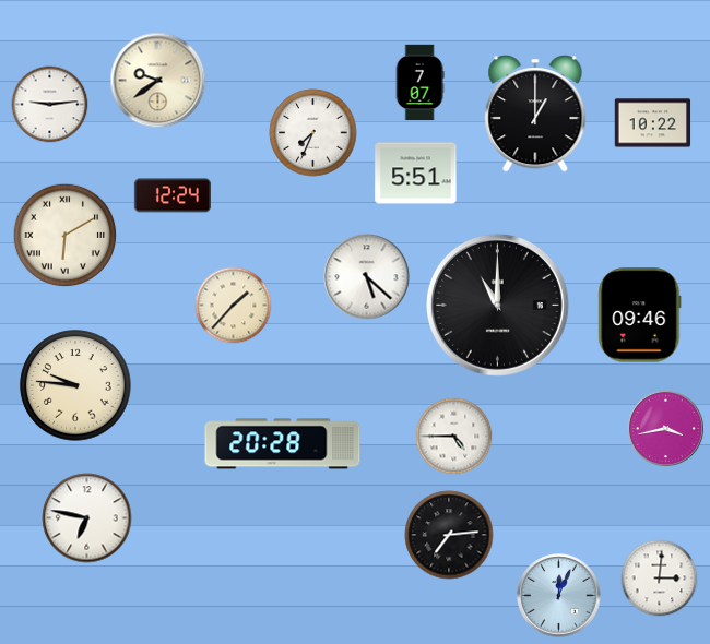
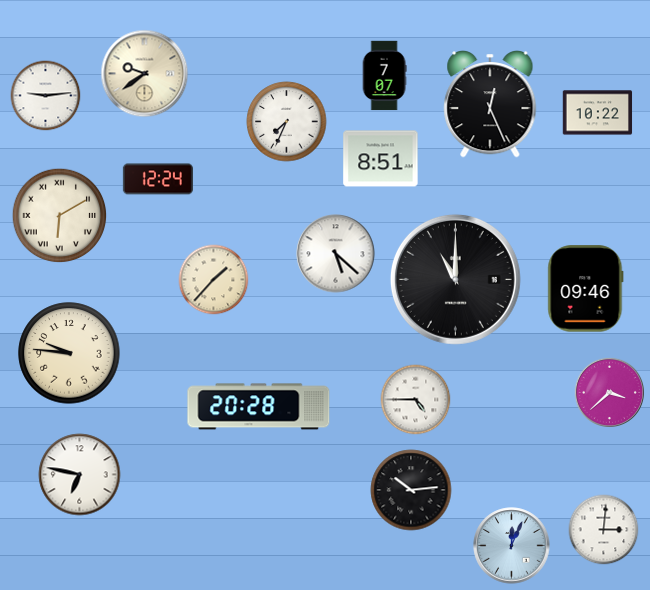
clock at (535, 115): 1:00 -> 12:26
clock at (416, 174): 5:51 -> 8:51
clock at (665, 428): 3:43 -> 3:38
clock at (449, 535): 7:14 -> 10:14
